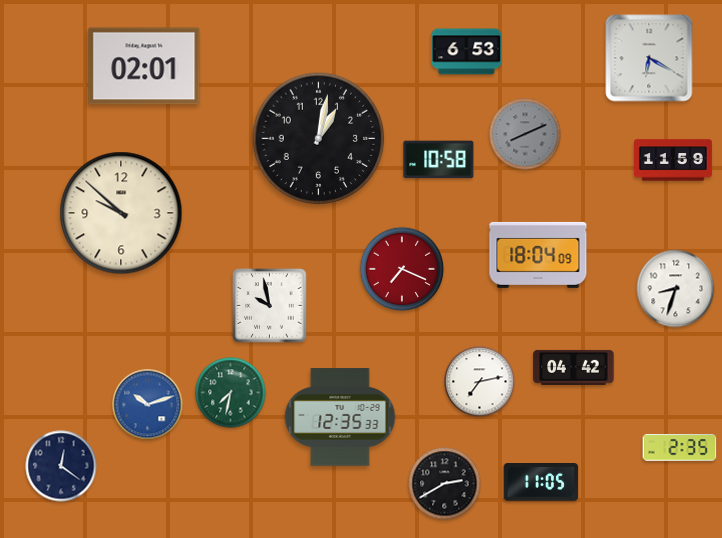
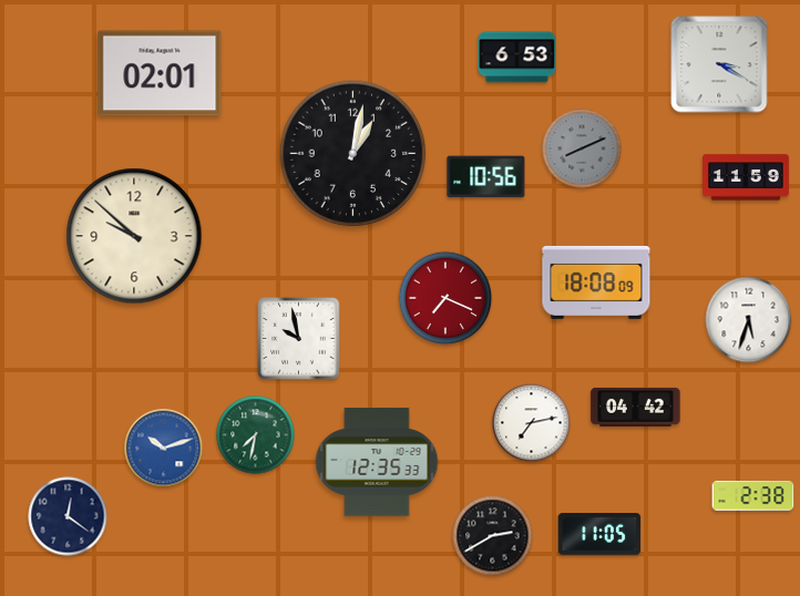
clock at (649, 58): 6:20 -> 3:20
clock at (439, 160): 10:58 -> 10:56
clock at (538, 255): 18:04 -> 18:08
clock at (676, 289): 8:33 -> 5:33
clock at (680, 448): 2:35 -> 2:38
